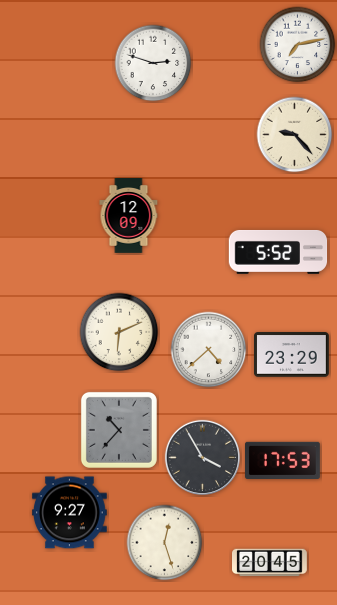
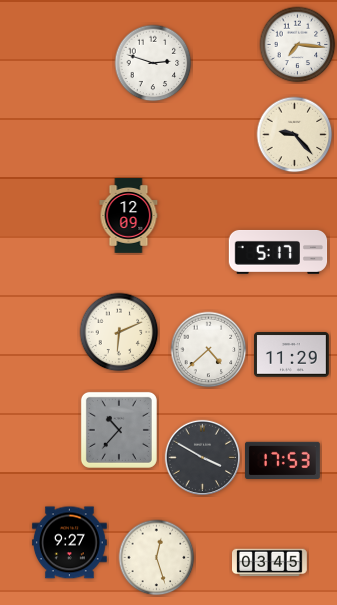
clock at (298, 45): 7:13 -> 7:16
clock at (278, 252): 5:52 -> 5:17
clock at (292, 355): 23:29 -> 11:29
clock at (202, 457): 3:55 -> 3:50
clock at (70, 513) position: (70, 513) -> (70, 543)
clock at (165, 543) position: (165, 543) -> (157, 558)
clock at (270, 563): 20:45 -> 03:45
